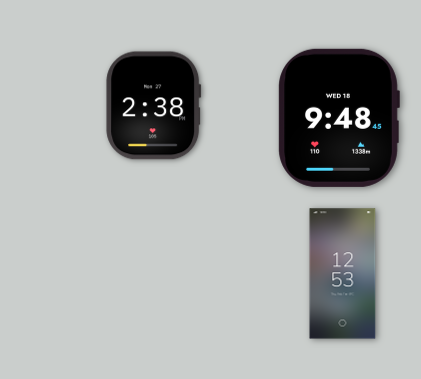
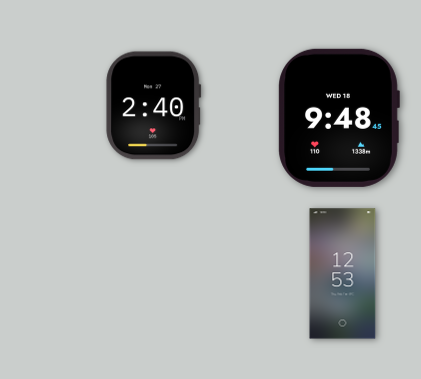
clock at (154, 106): 2:38 -> 2:40
